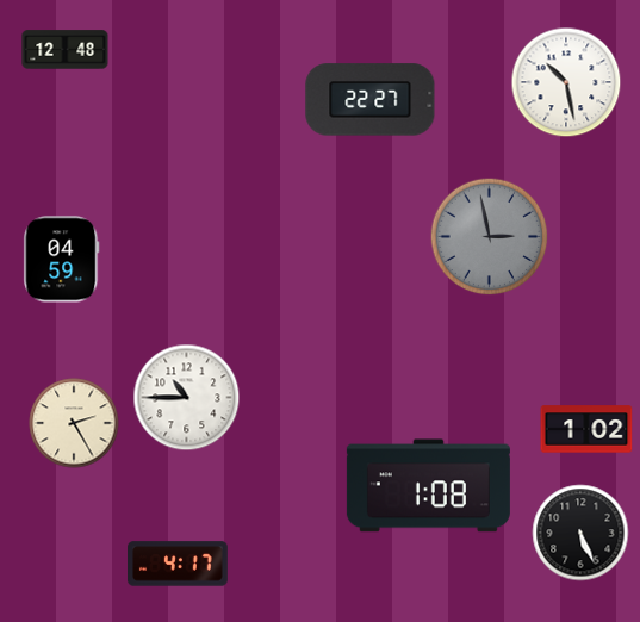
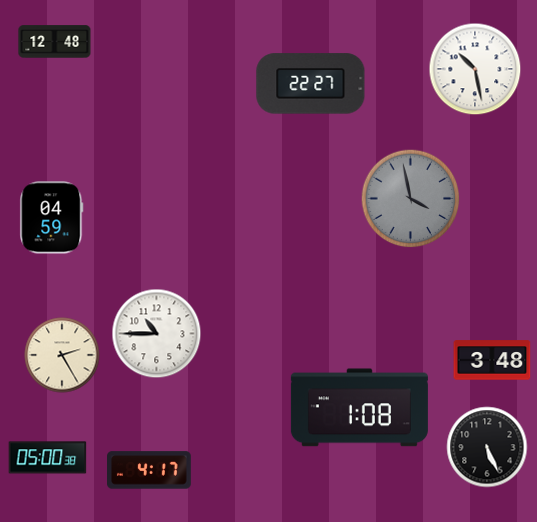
clock at (490, 237): 2:58 -> 3:58
clock at (586, 429): 1:02 -> 3:48
clock at (48, 458): none -> 05:00
clock at (179, 564) position: (179, 564) -> (150, 470)
